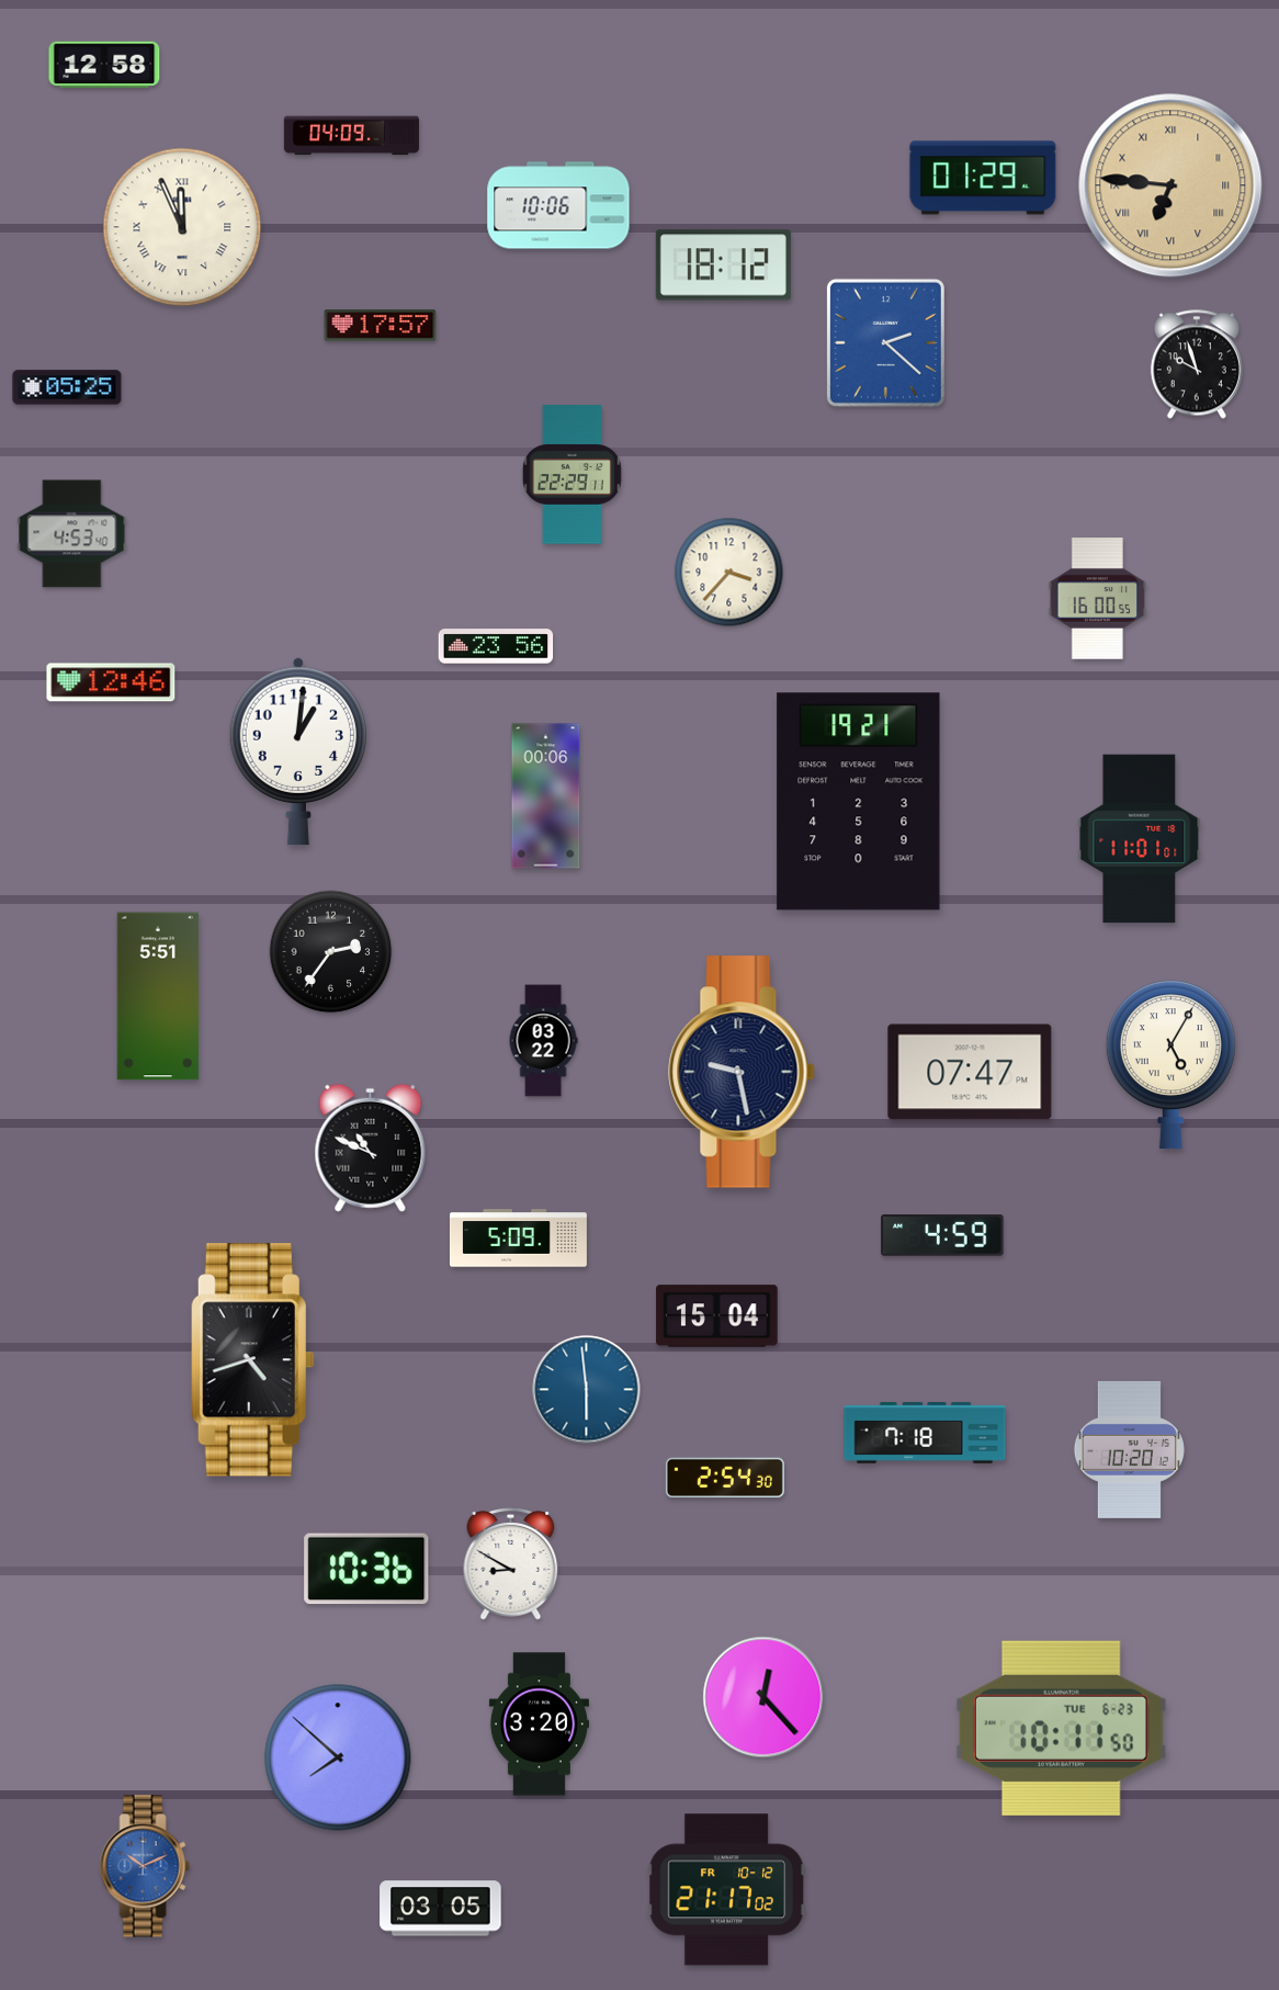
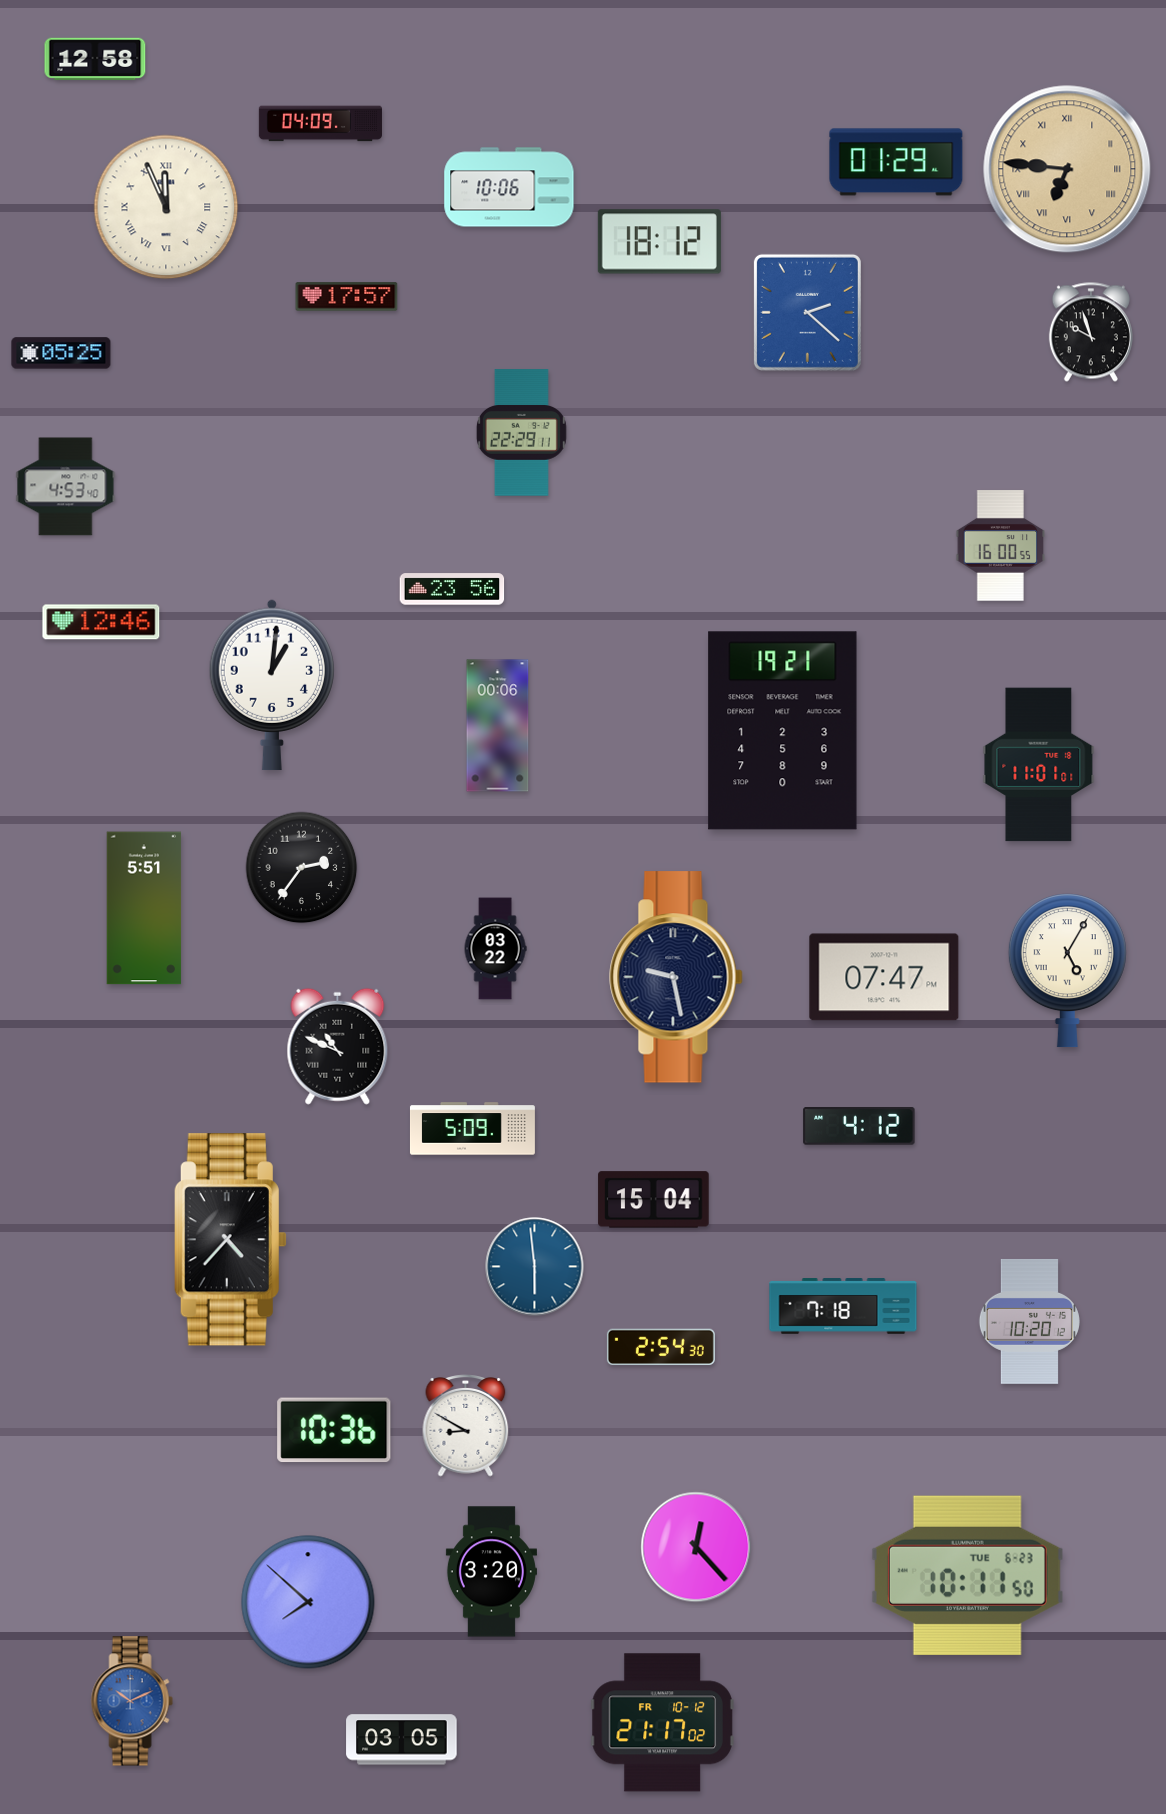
clock at (729, 573): 3:37 -> none
clock at (942, 1236): 4:59 -> 4:12
clock at (252, 1360): 4:42 -> 4:37
